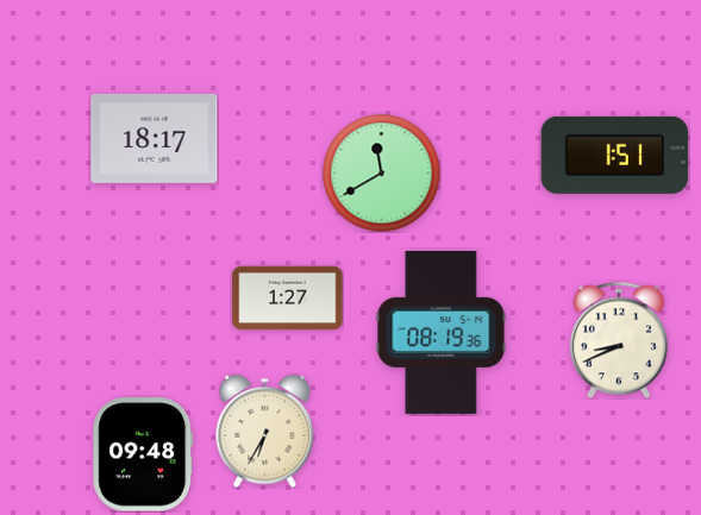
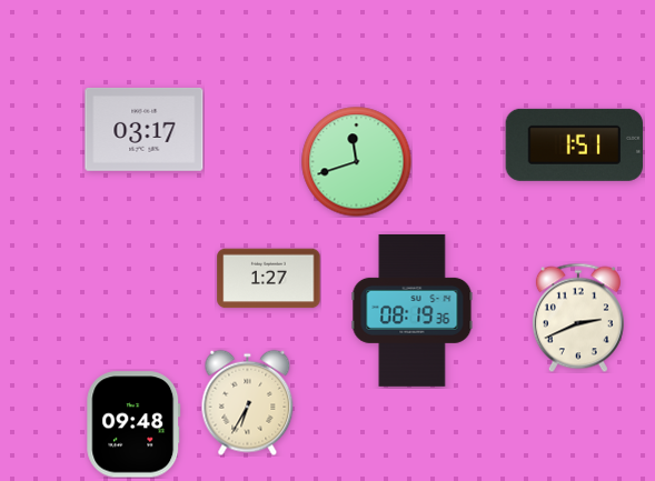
clock at (155, 138): 18:17 -> 03:17
clock at (382, 174): 11:40 -> 11:42
clock at (619, 340): 8:41 -> 2:41
